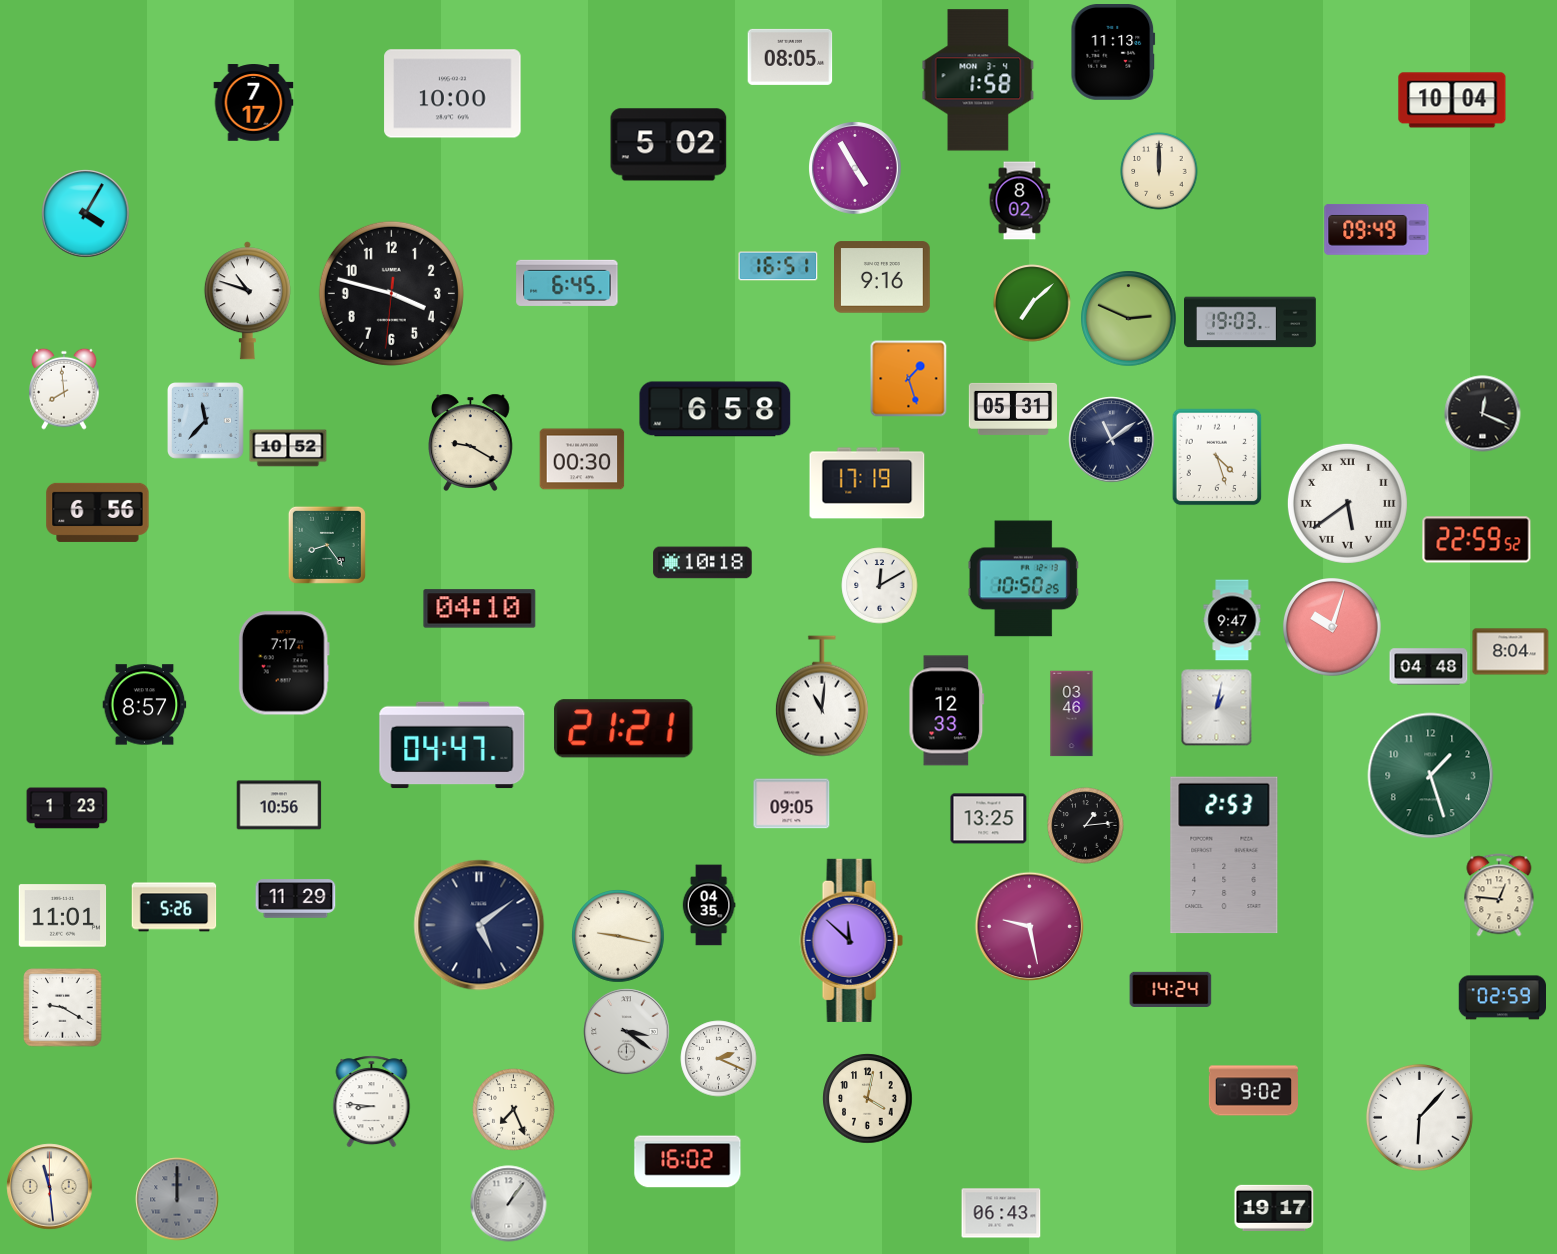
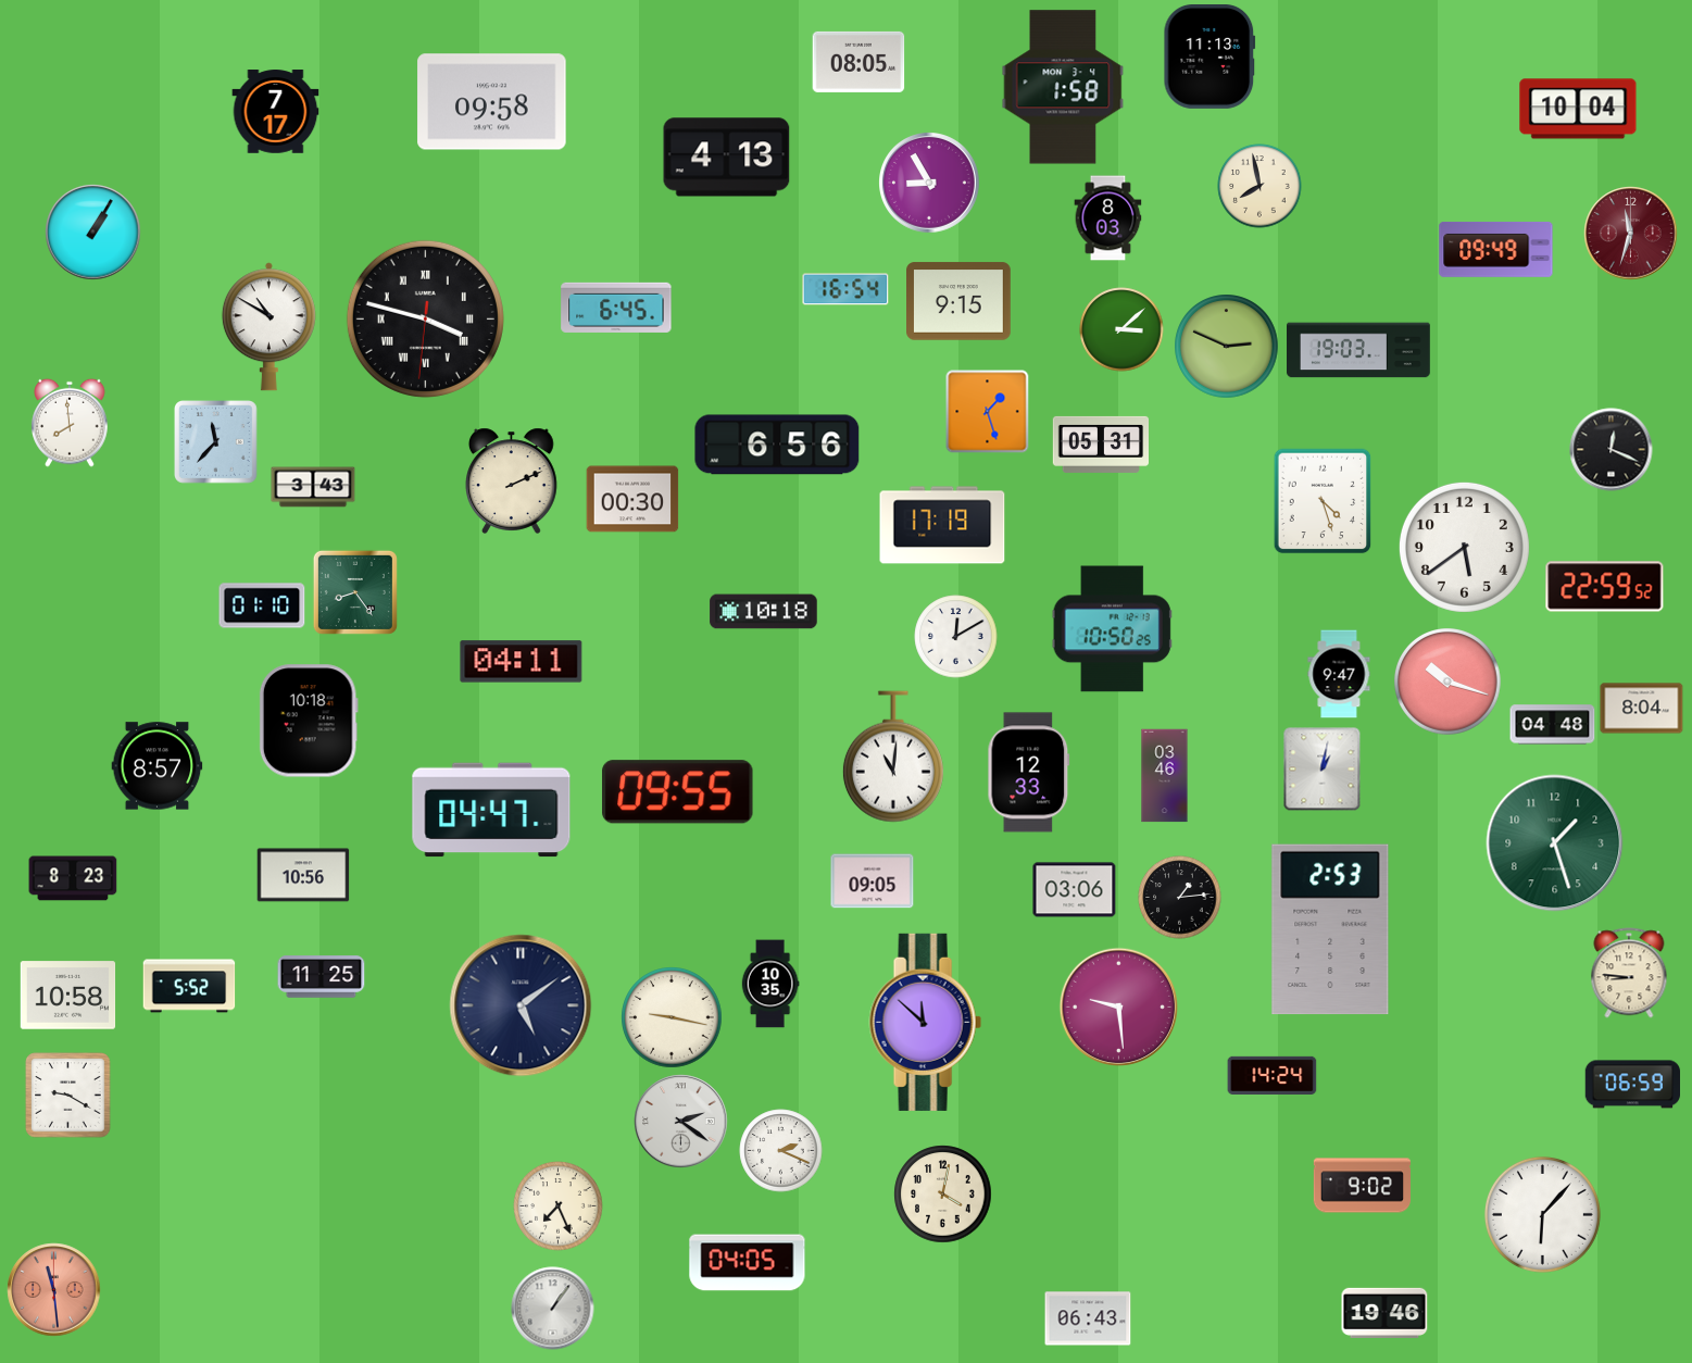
clock at (453, 94): 10:00 -> 09:58
clock at (669, 145): 5:02 -> 4:13
clock at (856, 169): 4:55 -> 8:55
clock at (1159, 171): 12:00 -> 7:58
clock at (1020, 201): 8:02 -> 8:03
clock at (86, 214): 4:05 -> 1:05
clock at (1631, 234): none -> 11:33
clock at (778, 266): 16:51 -> 16:54
clock at (883, 277): 9:16 -> 9:15
clock at (391, 293) numerals: Arabic -> Roman
clock at (247, 301): 10:48 -> 10:50
clock at (1032, 303): 7:08 -> 3:08
clock at (715, 409): 6:58 -> 6:56
clock at (206, 421) position: (206, 421) -> (216, 442)
clock at (1112, 440): 11:09 -> none
clock at (471, 442): 9:20 -> 2:11
clock at (288, 448): 10:52 -> 3:43
clock at (1217, 457) position: (1217, 457) -> (1323, 501)
clock at (1347, 503) numerals: Roman -> Arabic
clock at (98, 512): 6:56 -> none
clock at (262, 605): none -> 01:10
clock at (480, 609): 04:10 -> 04:11
clock at (1333, 628): 10:03 -> 10:18
clock at (284, 663): 7:17 -> 10:18
clock at (624, 729): 21:21 -> 09:55
clock at (792, 804) position: (792, 804) -> (873, 881)
clock at (67, 808): 1:23 -> 8:23
clock at (989, 819): 13:25 -> 03:06
clock at (1499, 895): 12:46 -> 8:46
clock at (296, 899): 11:29 -> 11:25
clock at (709, 905): 04:35 -> 10:35
clock at (174, 907): 5:26 -> 5:52
clock at (63, 916): 11:01 -> 10:58
clock at (1029, 926): 9:28 -> 9:29
clock at (1502, 998): 02:59 -> 06:59
clock at (627, 1032): 3:21 -> 2:21
clock at (372, 1102): 8:46 -> none
clock at (688, 1162): 16:02 -> 04:05
clock at (50, 1187) dial: cream -> salmon
clock at (177, 1199): 12:00 -> none
clock at (1274, 1208): 19:17 -> 19:46
